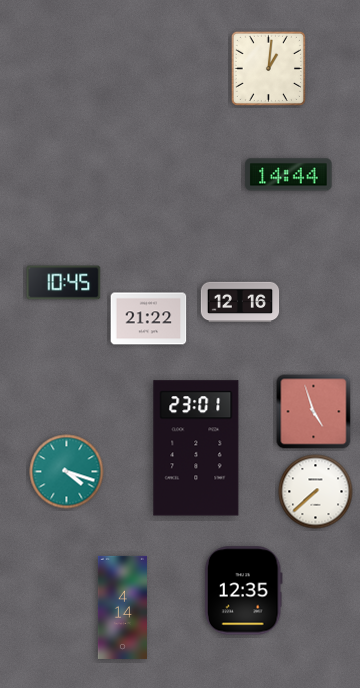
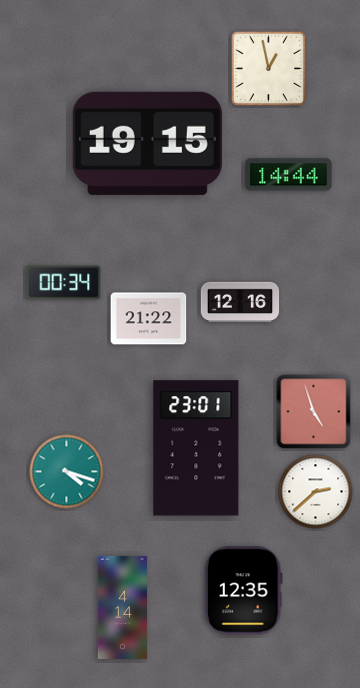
clock at (268, 68): 1:01 -> 12:58
clock at (147, 143): none -> 19:15
clock at (64, 283): 10:45 -> 00:34
clock at (316, 492): 7:38 -> 2:38
